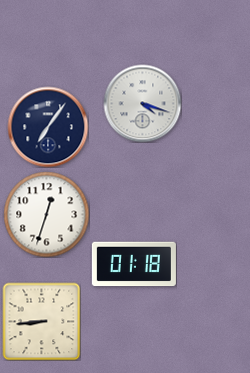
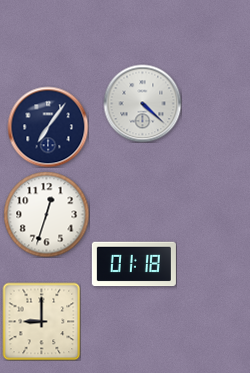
clock at (142, 103): 4:18 -> 4:22
clock at (41, 321): 8:44 -> 9:00
